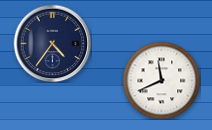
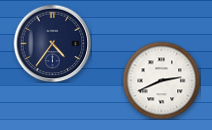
clock at (161, 80): 11:41 -> 2:41
